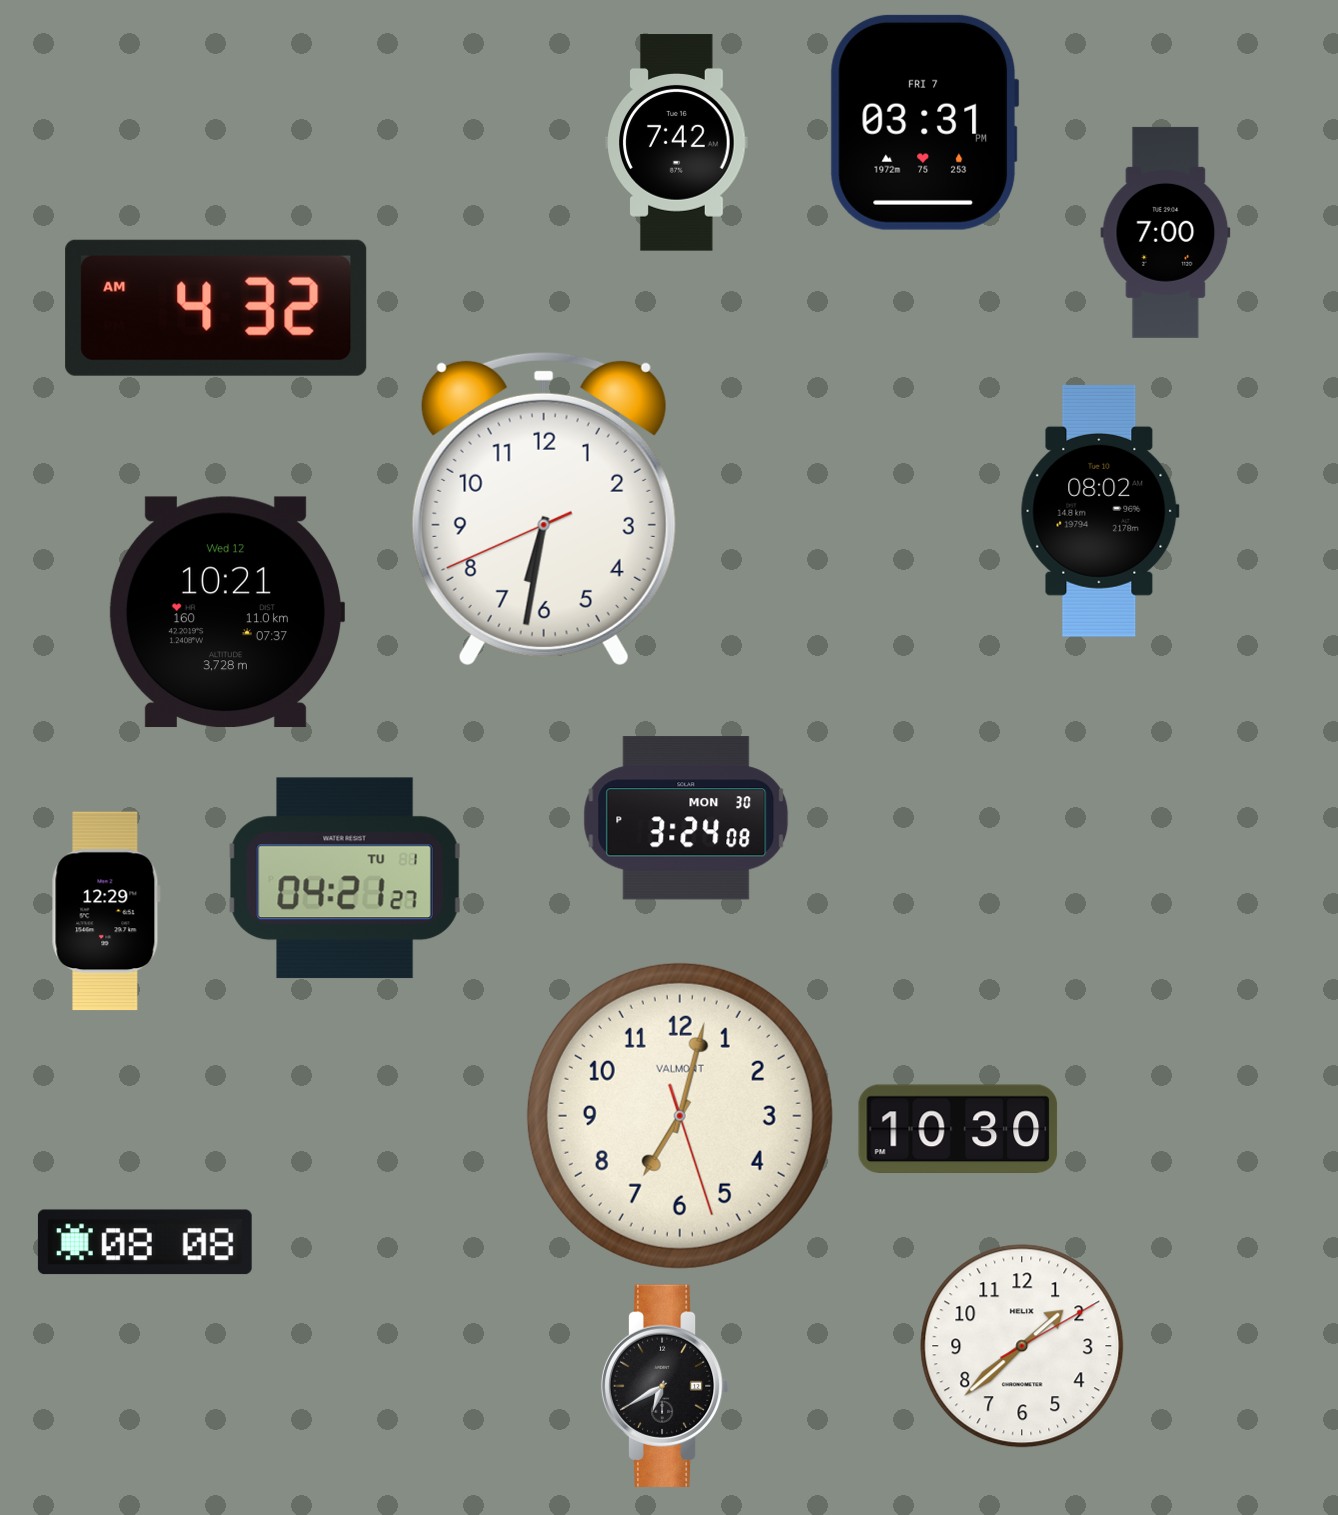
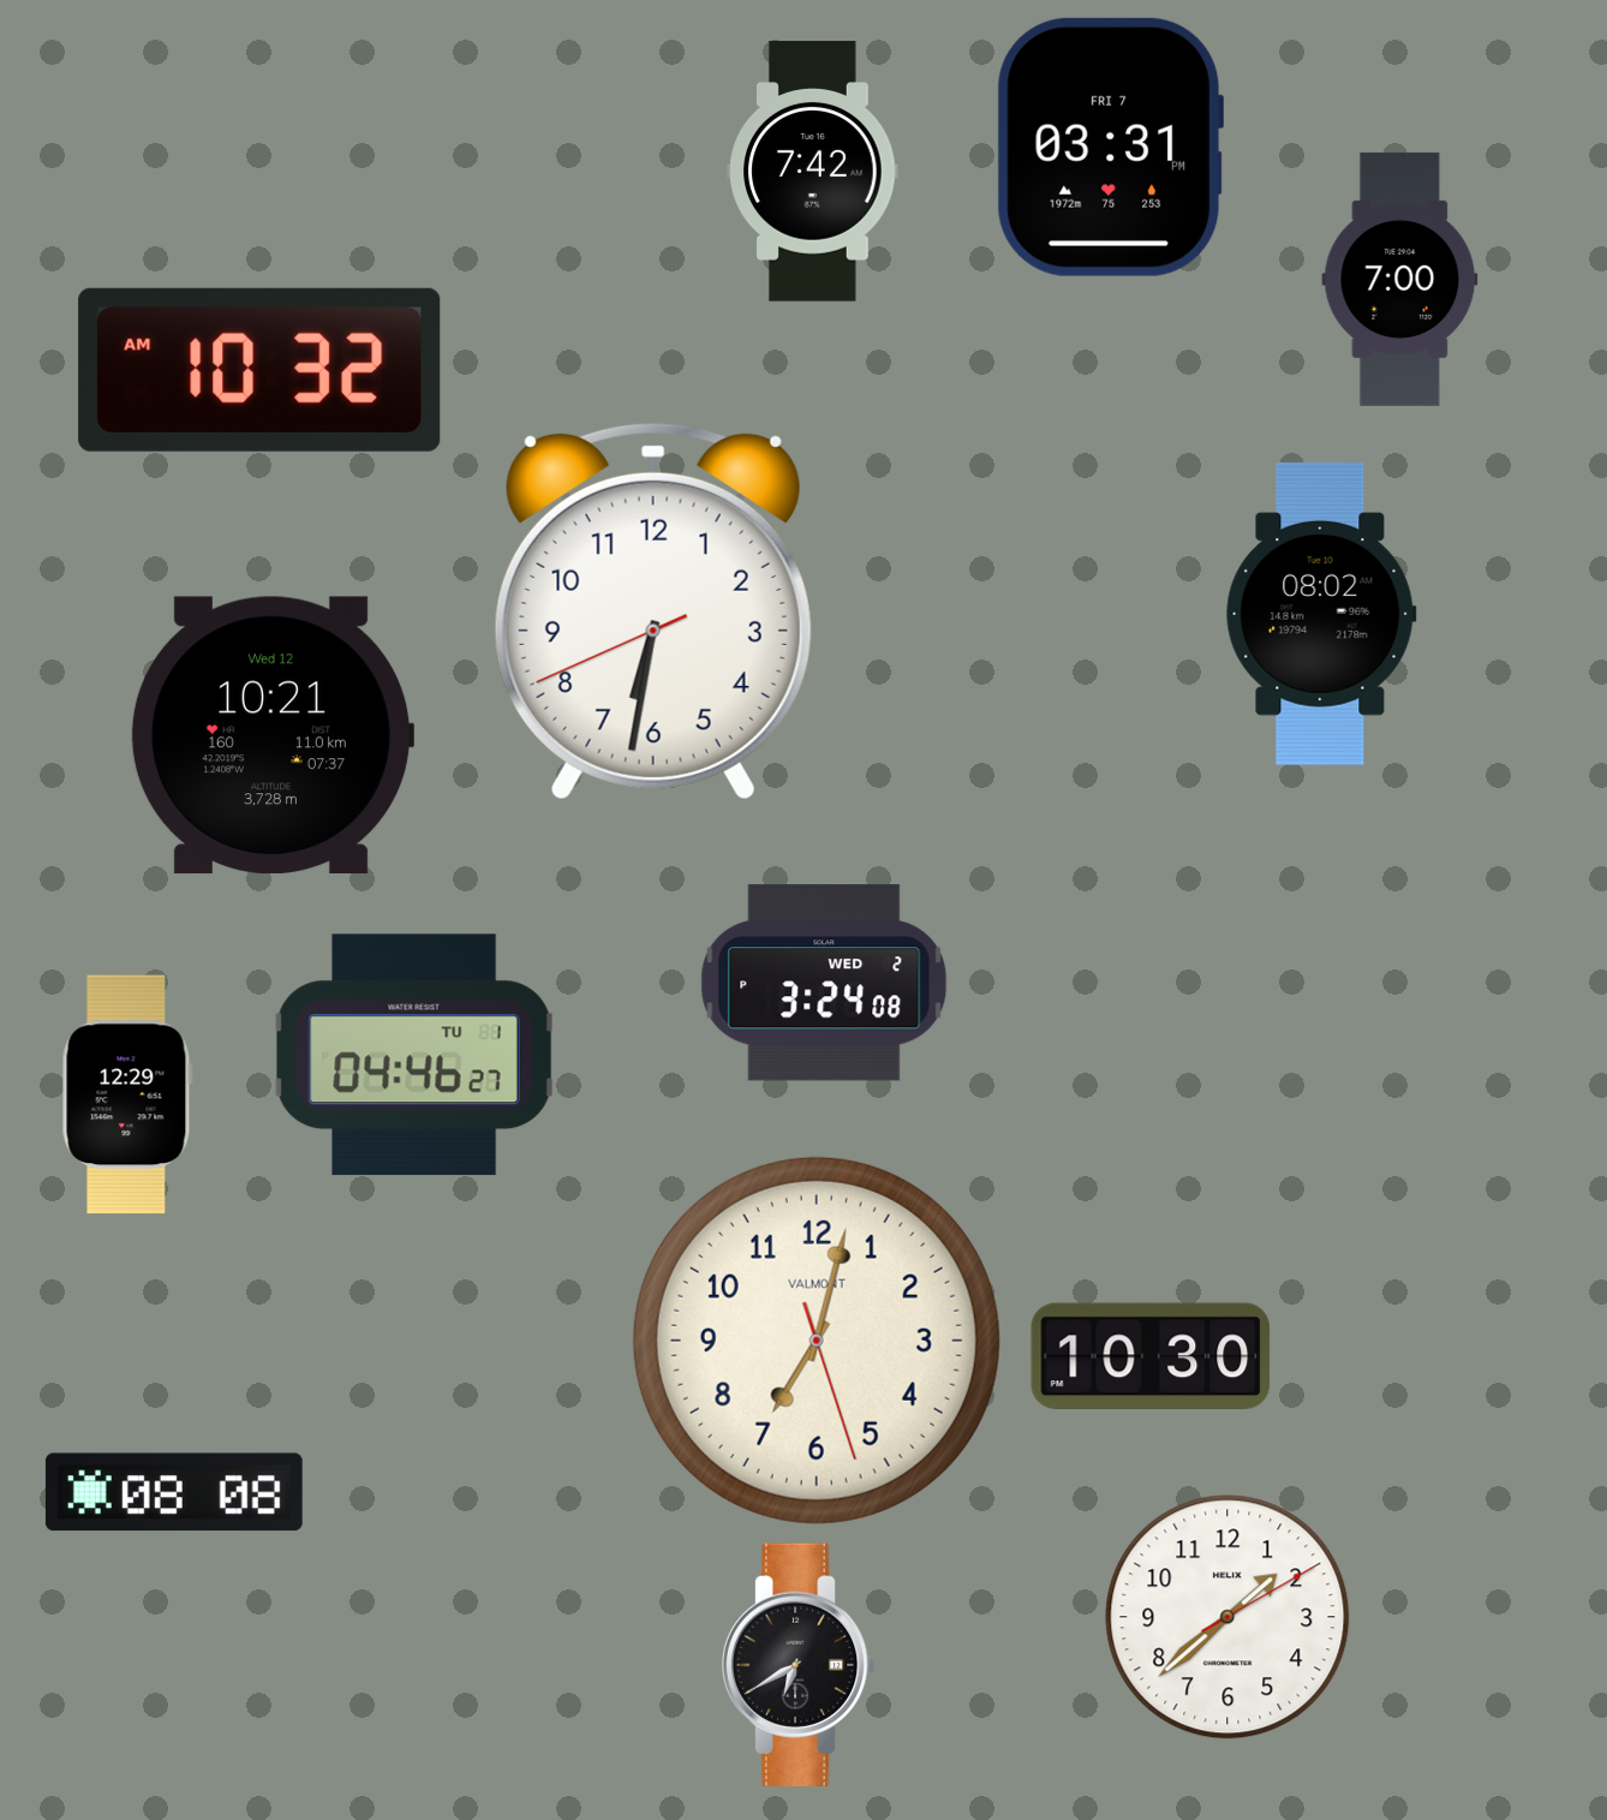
clock at (216, 308): 4:32 -> 10:32
clock at (686, 818) date: MON 30 -> WED 2
clock at (345, 878): 04:21 -> 04:46
